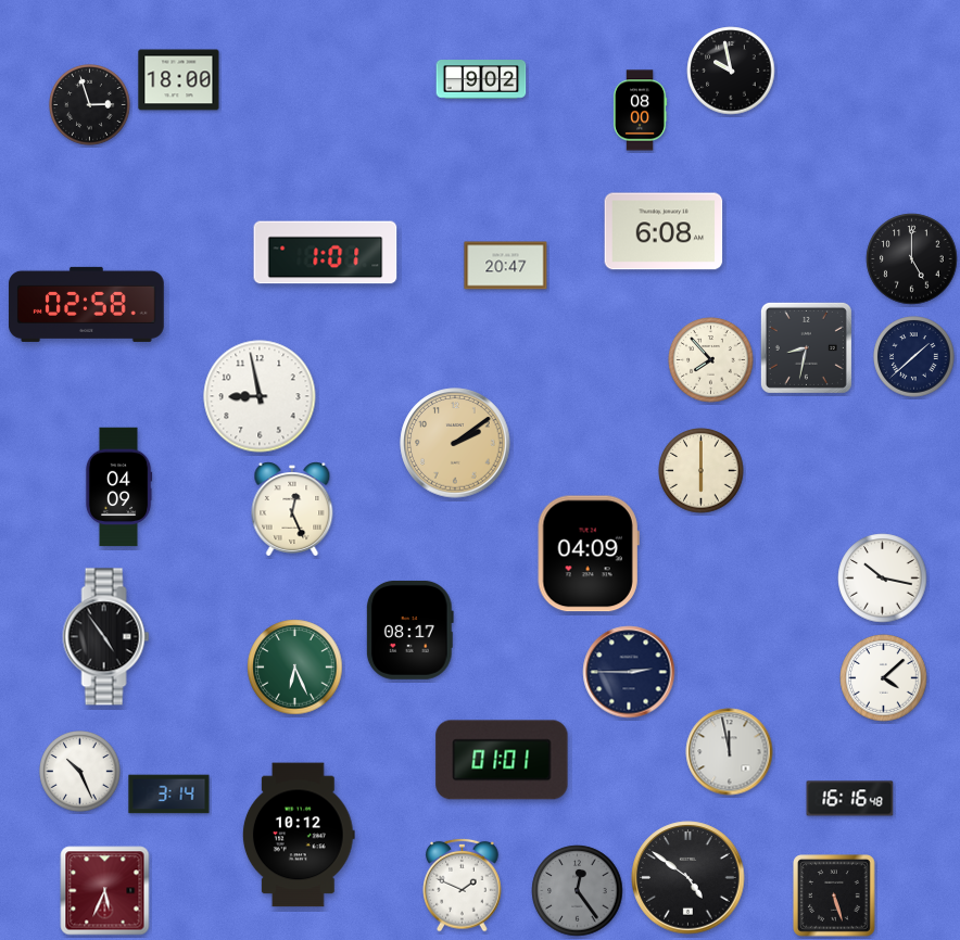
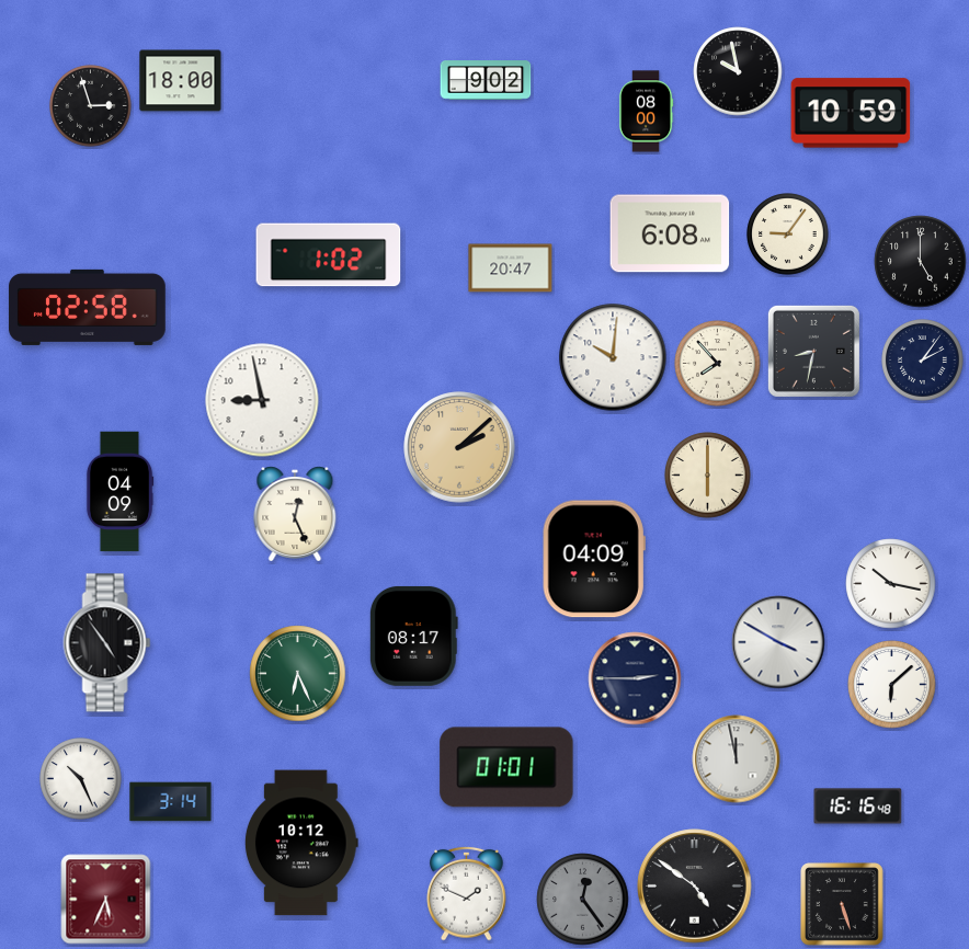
clock at (851, 113): none -> 10:59
clock at (788, 235): none -> 9:06
clock at (326, 253): 1:01 -> 1:02
clock at (613, 357): none -> 10:01
clock at (914, 357): 1:38 -> 2:06
clock at (455, 443): 2:09 -> 2:08
clock at (778, 642): none -> 3:50
clock at (884, 678): 4:08 -> 6:08
